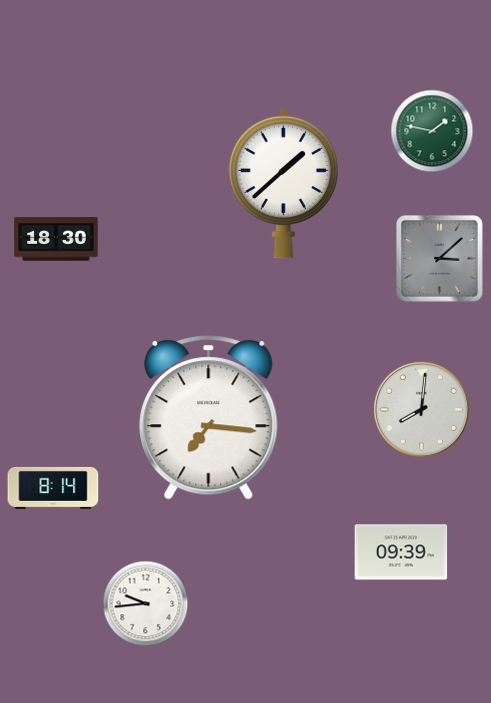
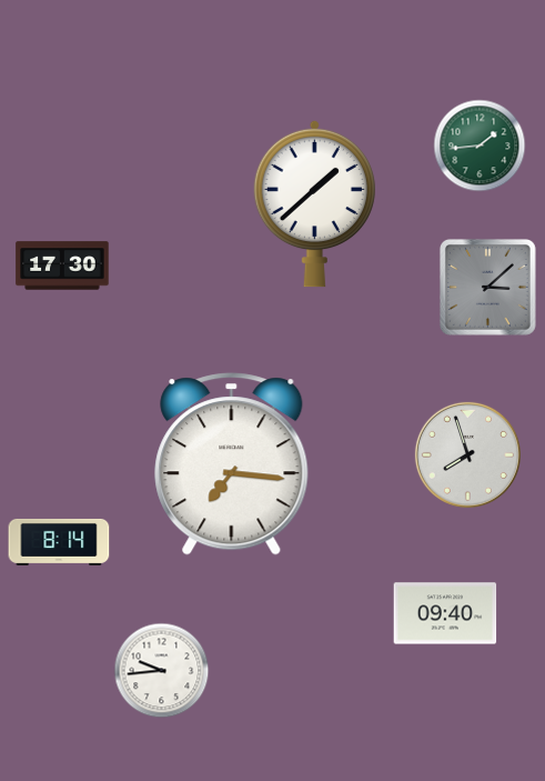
clock at (432, 131): 1:47 -> 1:44
clock at (56, 239): 18:30 -> 17:30
clock at (421, 409): 8:01 -> 7:57
clock at (401, 552): 09:39 -> 09:40
